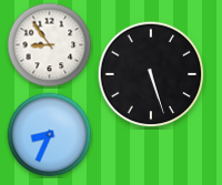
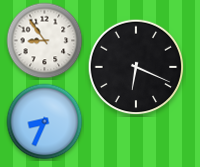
clock at (151, 74): 5:27 -> 6:19
